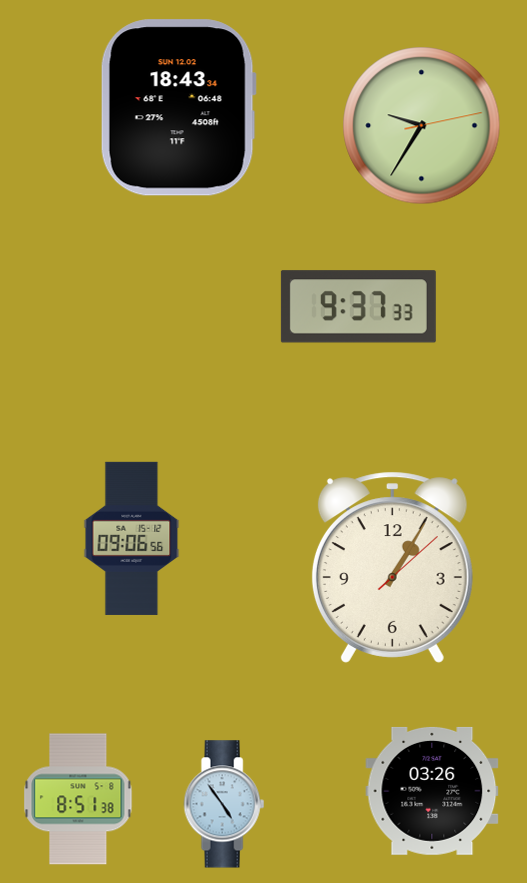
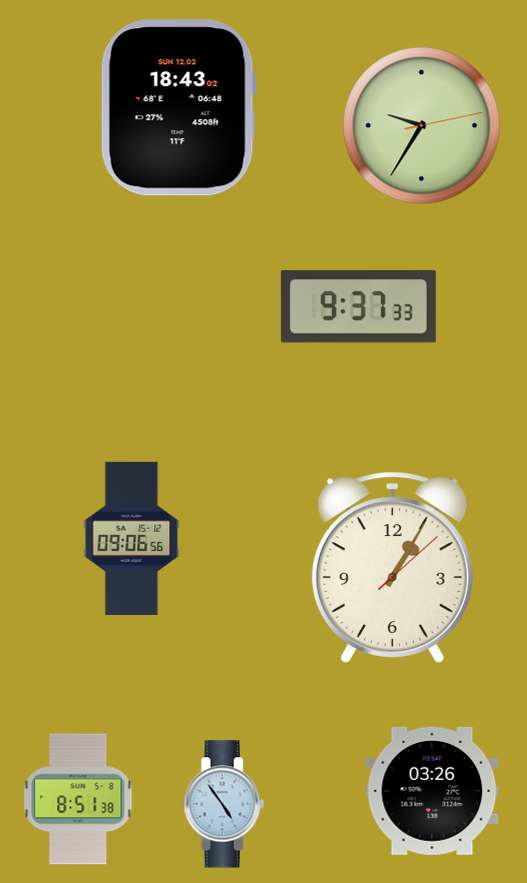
clock at (178, 108): 18:43:34 -> 18:43:02
